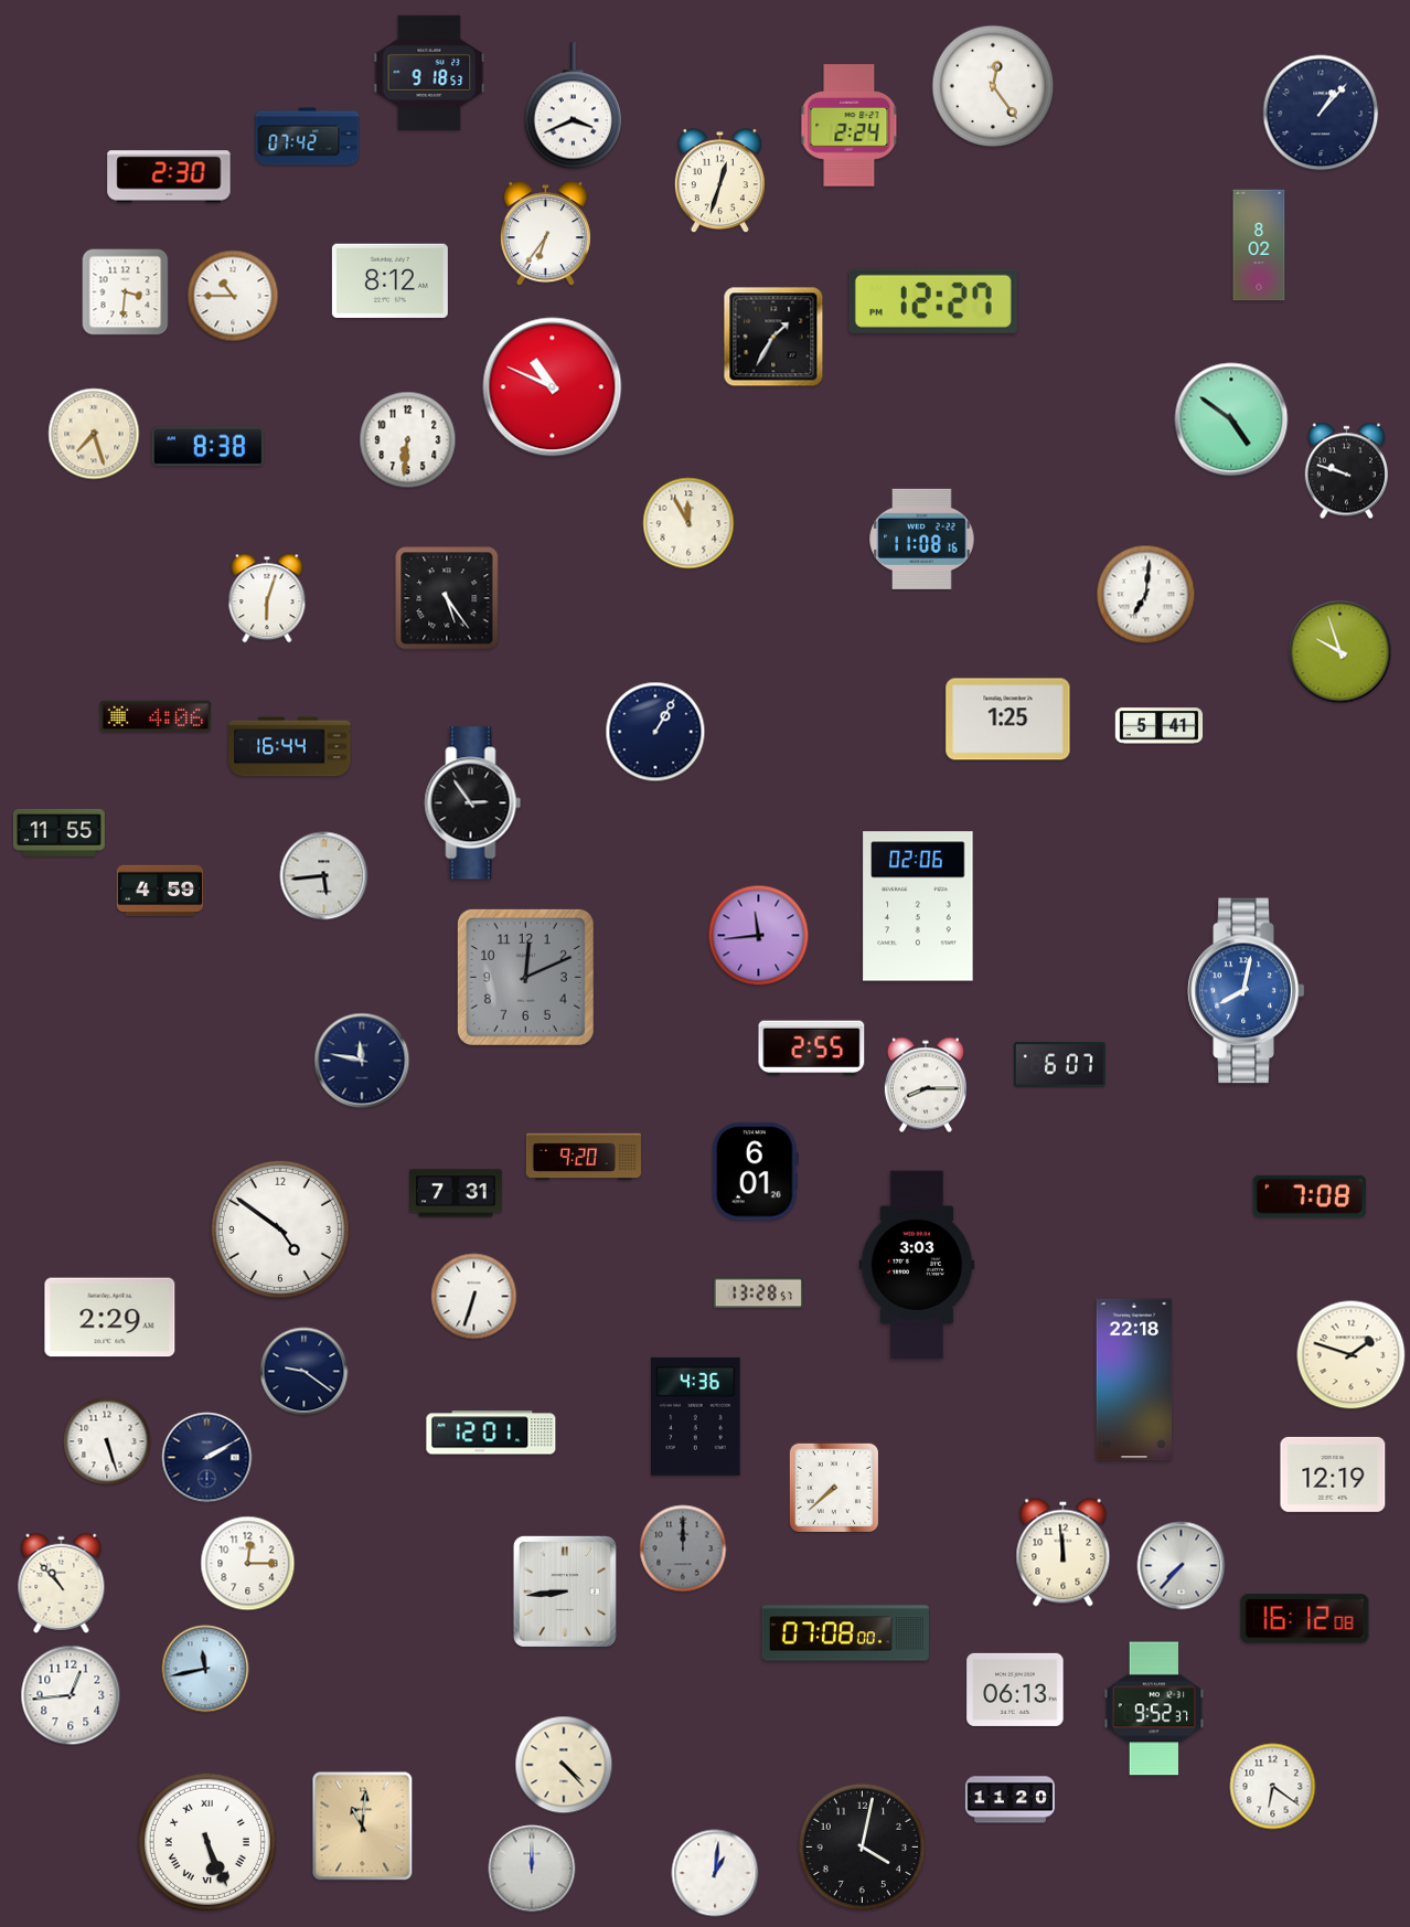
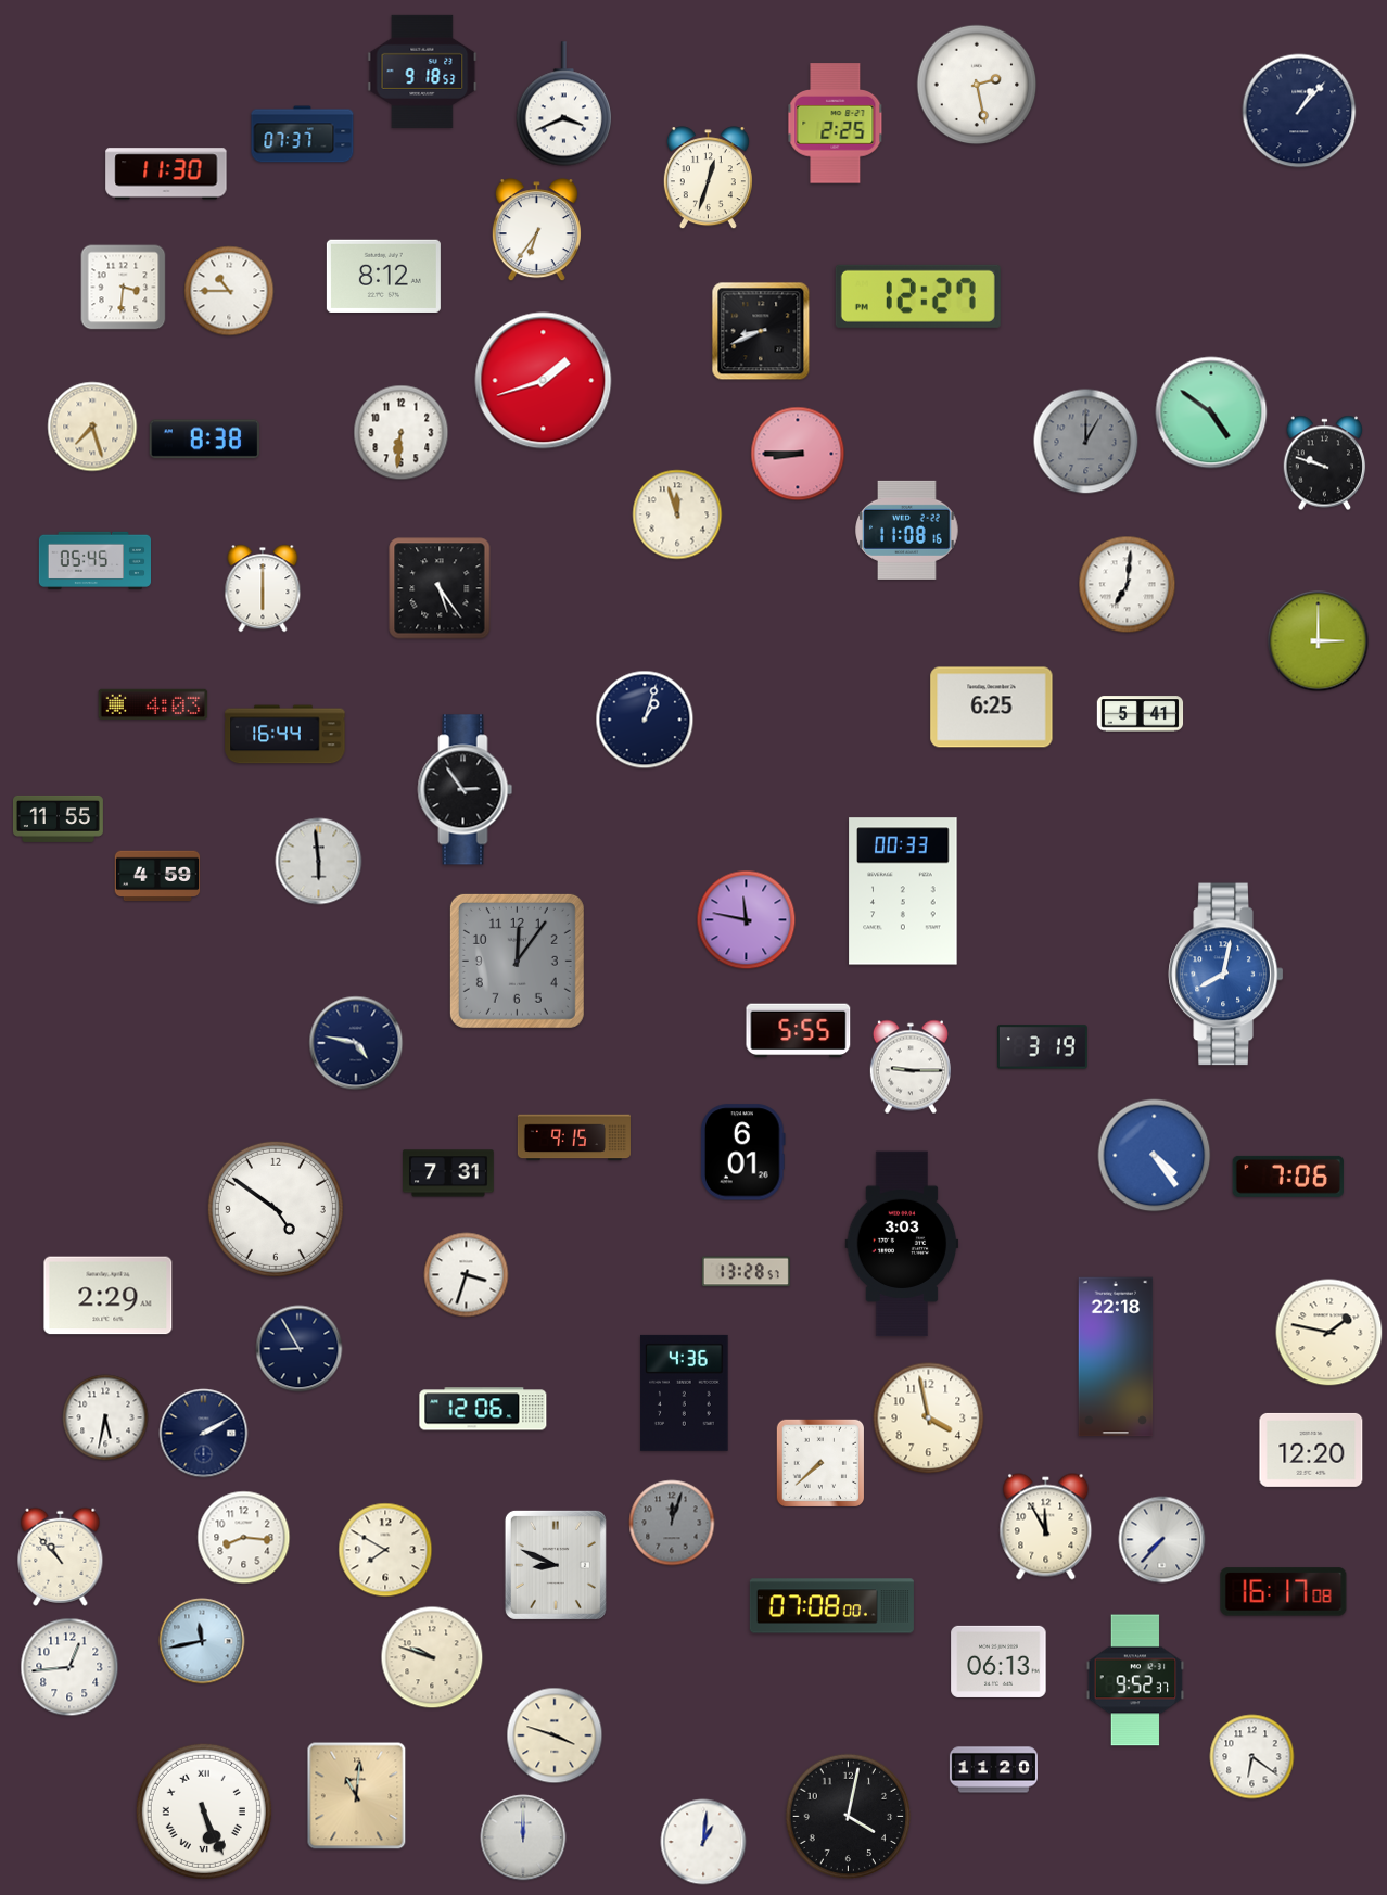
clock at (993, 86): 12:24 -> 2:28
clock at (850, 126): 2:24 -> 2:25
clock at (308, 137): 07:42 -> 07:37
clock at (169, 177): 2:30 -> 11:30
clock at (1259, 245): 8:02 -> none
clock at (773, 337): 1:35 -> 8:41
clock at (553, 387): 10:49 -> 1:42
clock at (1086, 442): none -> 1:00
clock at (798, 454): none -> 8:45
clock at (688, 523): 11:55 -> 11:57
clock at (94, 560): none -> 05:45
clock at (267, 598): 6:03 -> 6:00
clock at (1340, 652): 9:57 -> 3:00
clock at (156, 716): 4:06 -> 4:03
clock at (1008, 720): 1:25 -> 6:25
clock at (655, 732): 1:05 -> 1:03
clock at (324, 876): 5:44 -> 5:59
clock at (918, 906): 02:06 -> 00:33
clock at (759, 936): 11:44 -> 11:47
clock at (525, 977): 12:11 -> 12:06
clock at (812, 1048): 2:55 -> 5:55
clock at (362, 1061): 11:47 -> 4:47
clock at (1059, 1065): 6:07 -> 3:19
clock at (926, 1085): 8:15 -> 9:15
clock at (584, 1157): 9:20 -> 9:15
clock at (1155, 1156): none -> 4:24
clock at (1310, 1196): 7:08 -> 7:06
clock at (474, 1297): 6:33 -> 3:33
clock at (1352, 1355): 1:48 -> 1:47
clock at (305, 1372): 9:21 -> 8:55
clock at (491, 1433): 12:01 -> 12:06
clock at (107, 1441): 5:27 -> 5:32
clock at (929, 1419): none -> 3:58
clock at (1333, 1474): 12:19 -> 12:20
clock at (683, 1548): 12:00 -> 12:03
clock at (1064, 1553): 11:59 -> 11:55
clock at (248, 1564): 12:15 -> 8:16
clock at (385, 1550): none -> 7:50
clock at (565, 1591): 8:44 -> 8:49
clock at (1305, 1619): 16:12 -> 16:17
clock at (432, 1657): none -> 9:48
clock at (564, 1765): 4:23 -> 3:48
